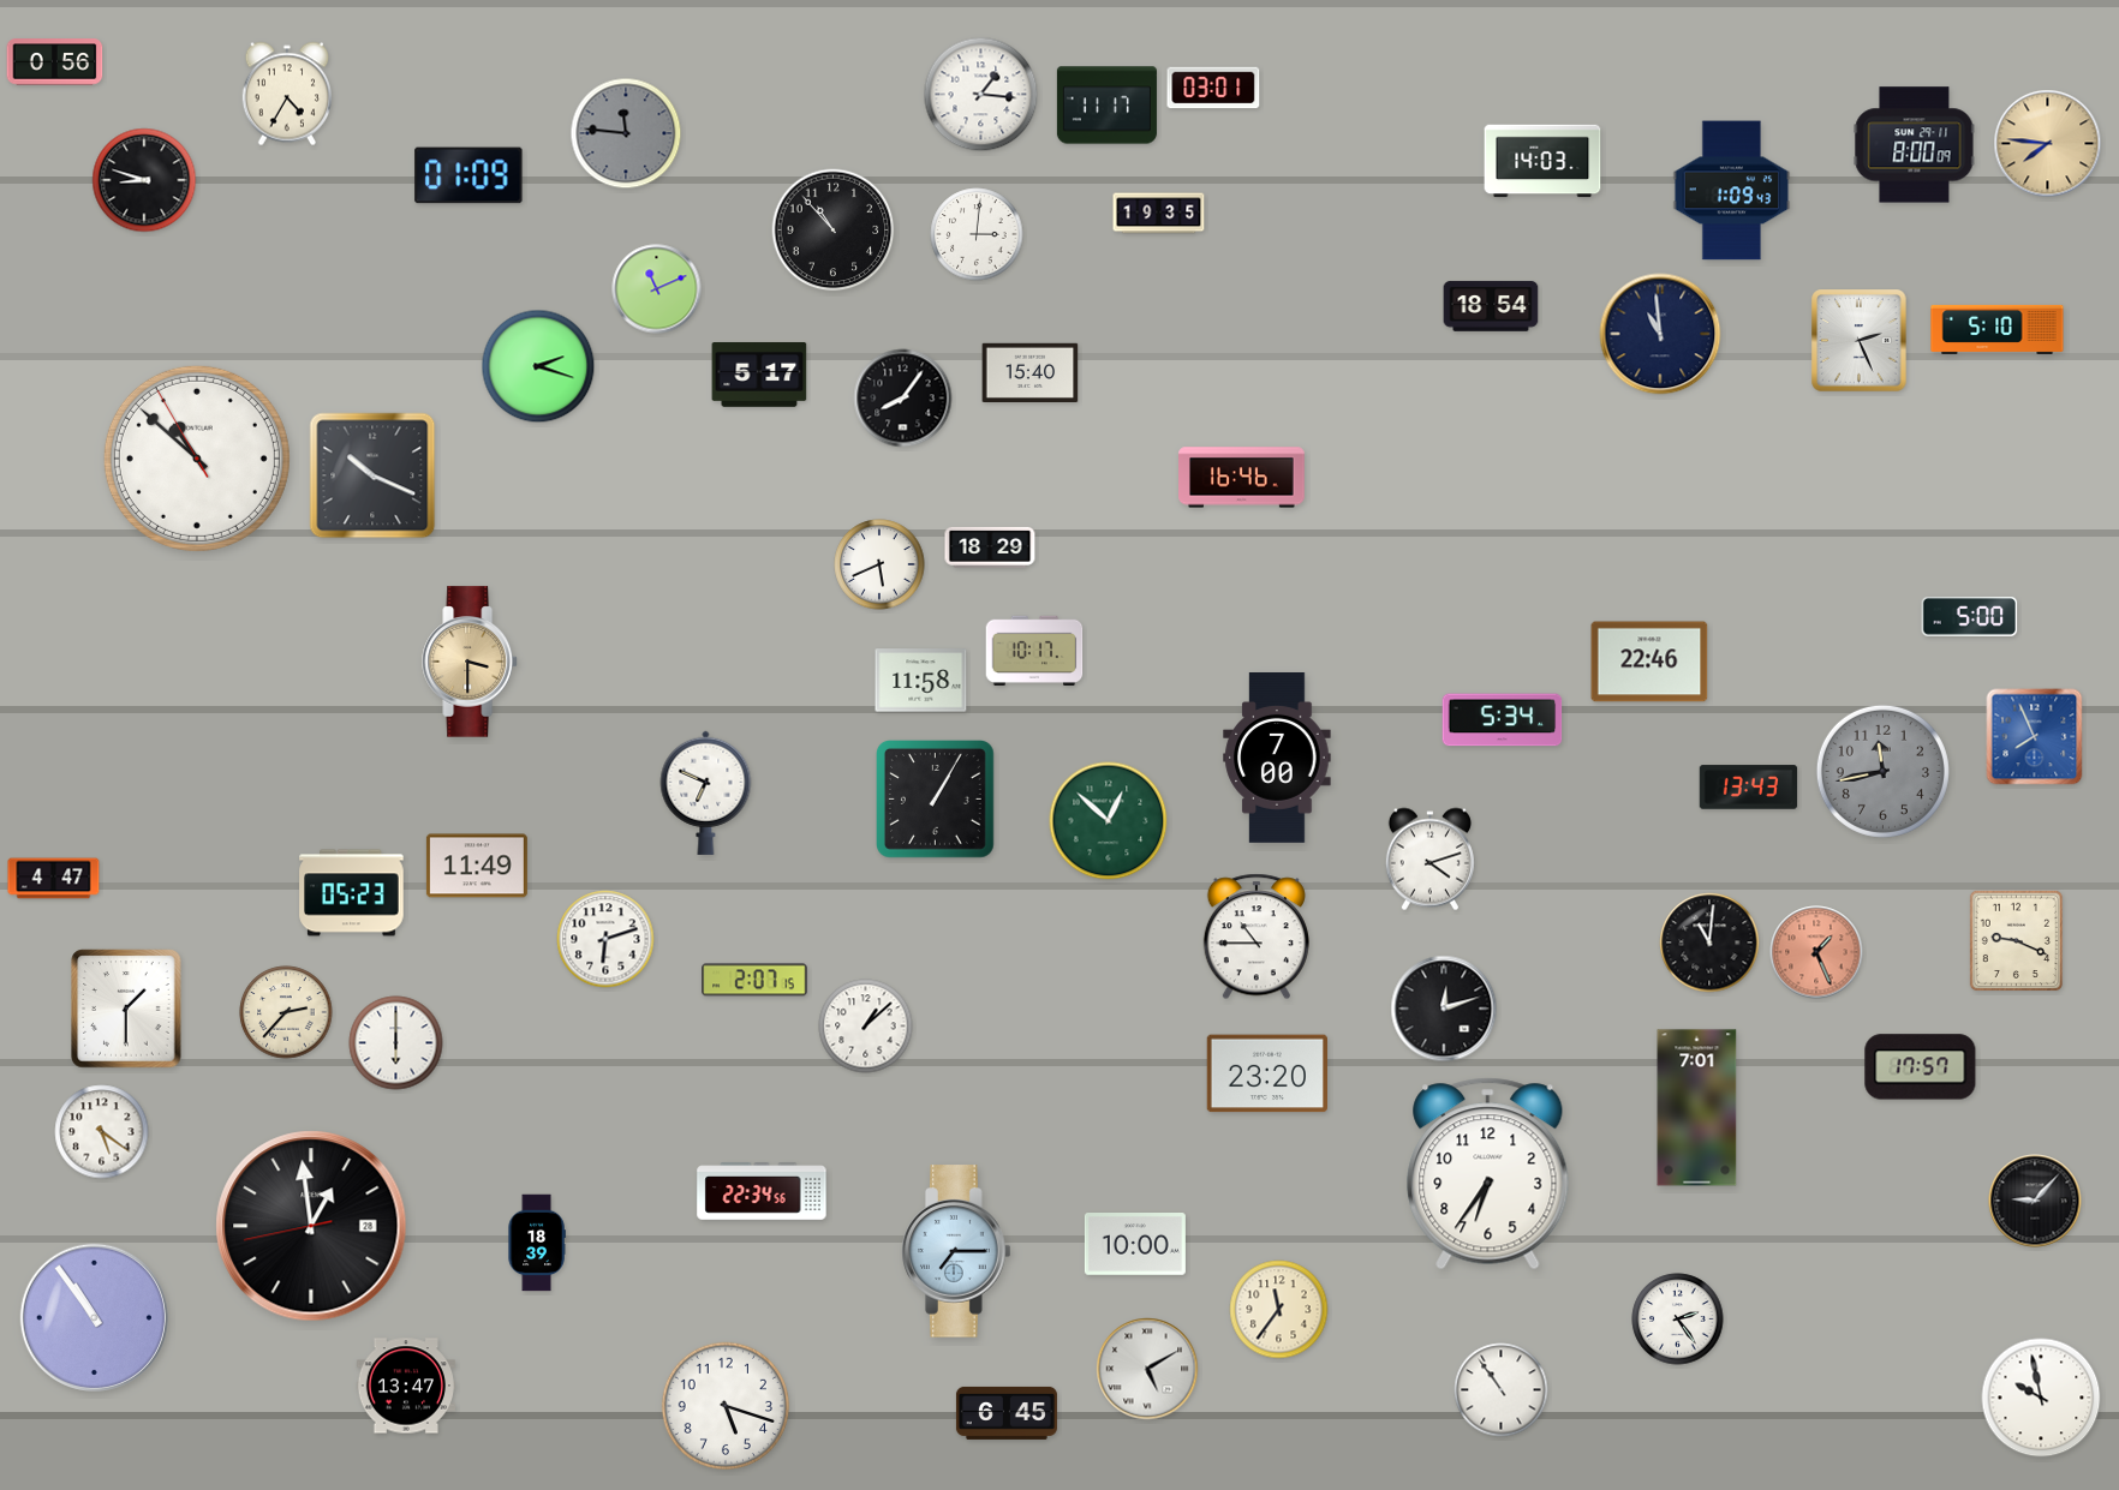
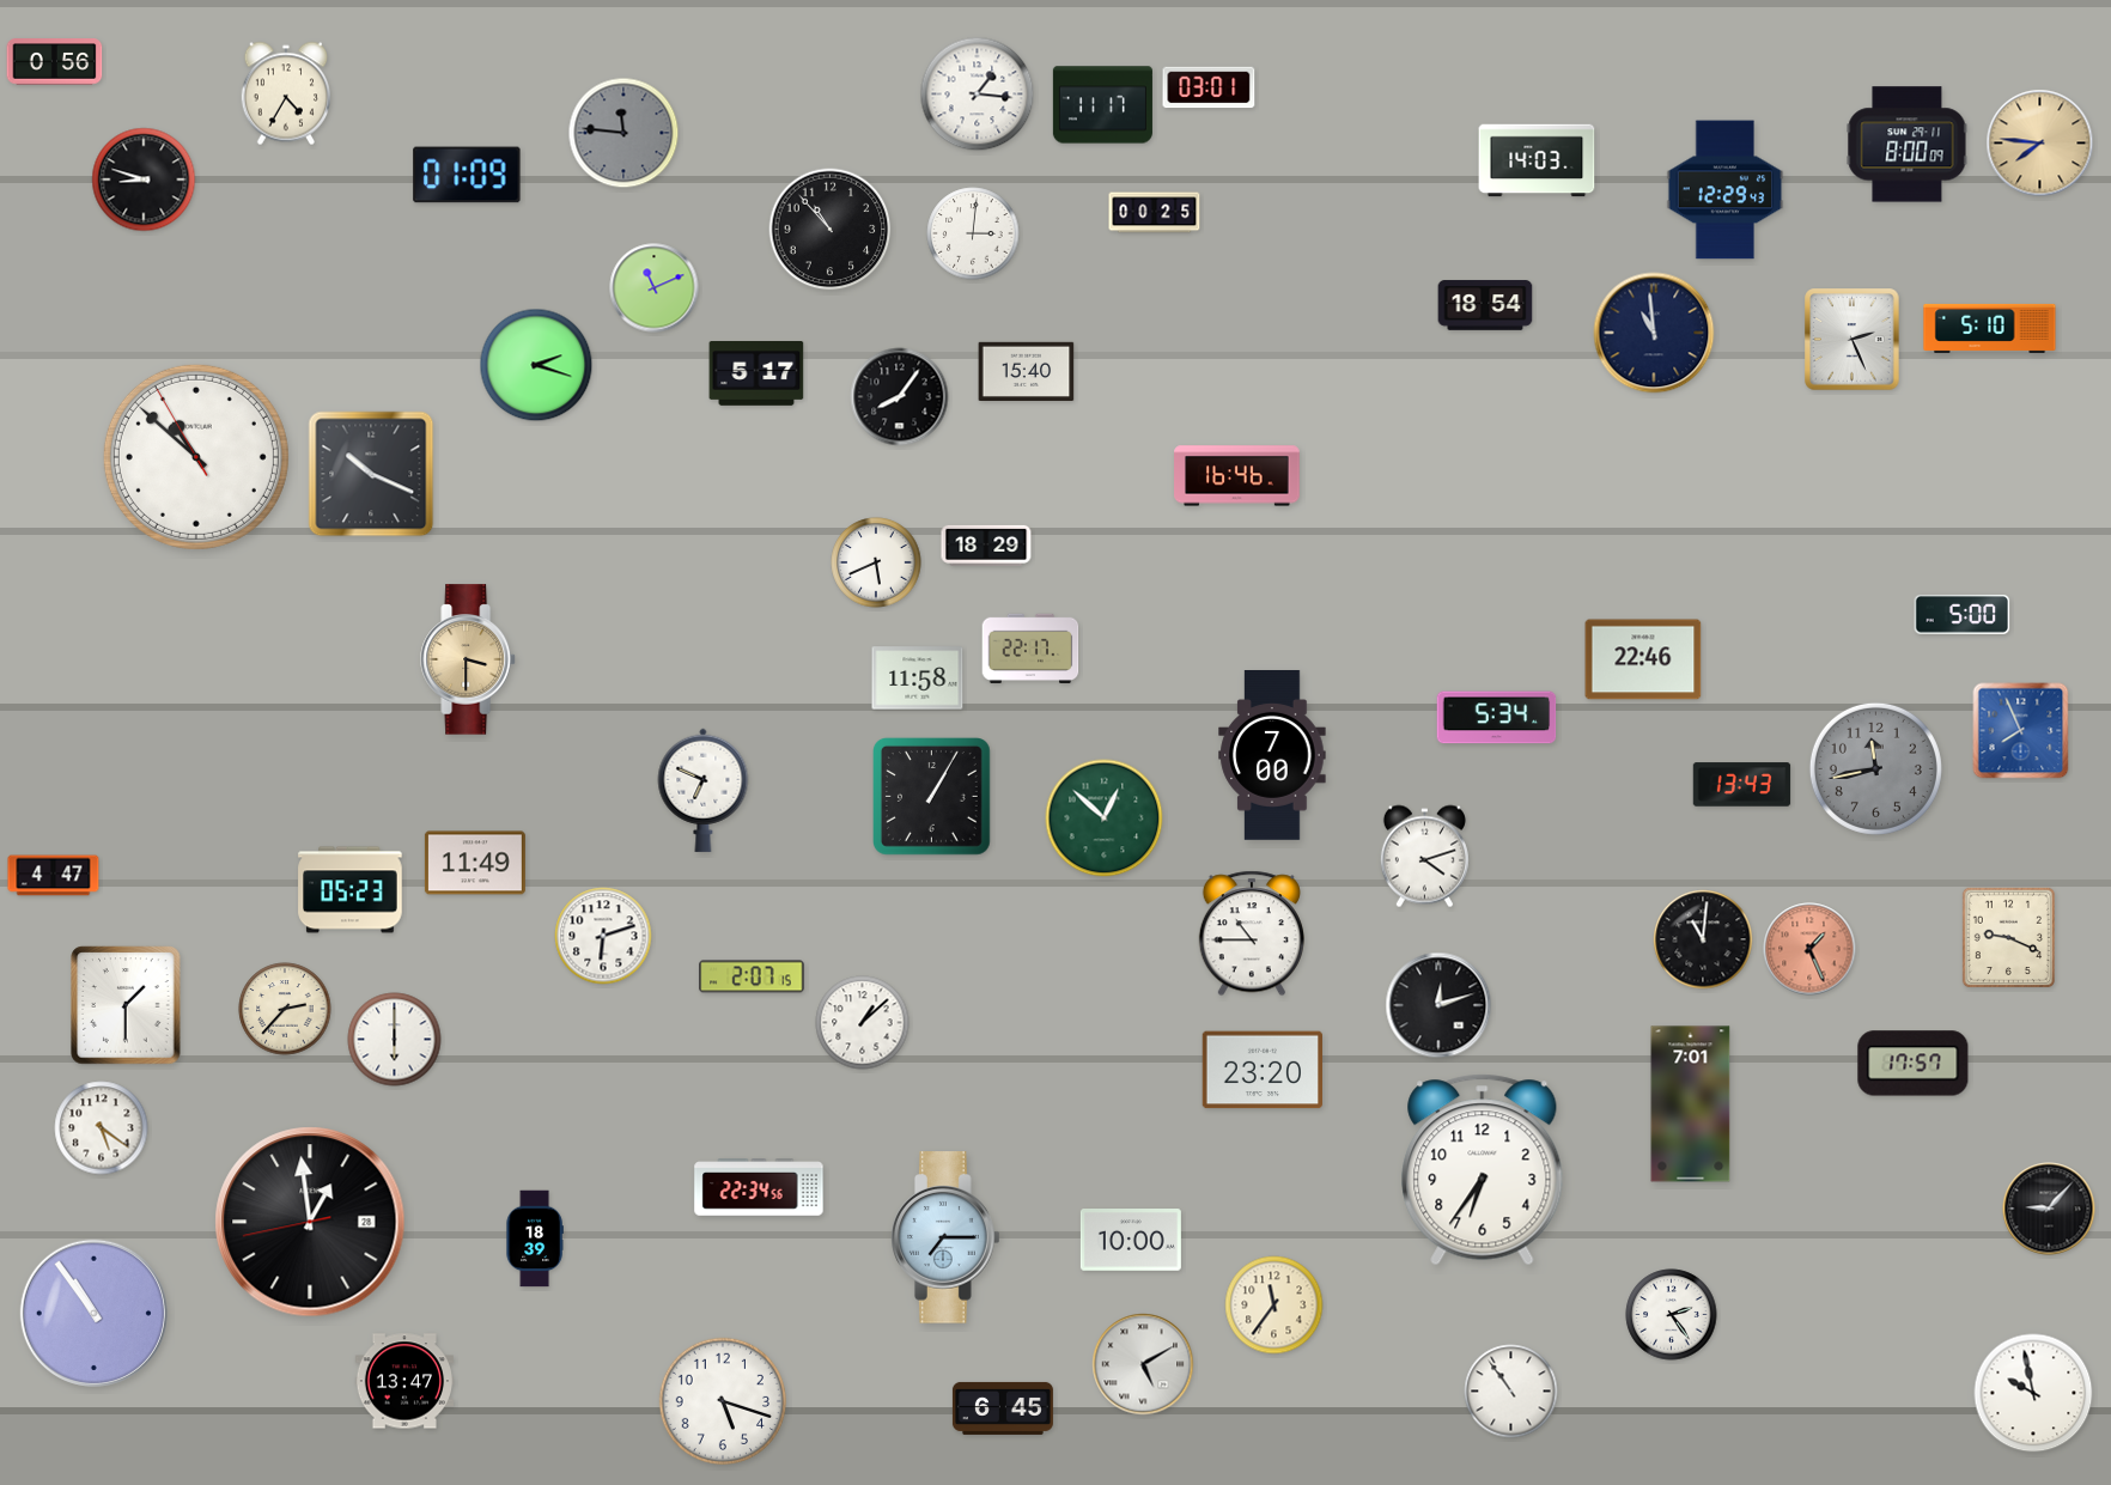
clock at (1732, 191): 1:09 -> 12:29
clock at (1159, 214): 19:35 -> 00:25
clock at (1034, 650): 10:17 -> 22:17
clock at (2035, 737) position: (2035, 737) -> (2021, 731)
clock at (2035, 1201) position: (2035, 1201) -> (2049, 1209)
clock at (956, 1251) position: (956, 1251) -> (945, 1237)
clock at (1502, 1390) position: (1502, 1390) -> (1511, 1392)
